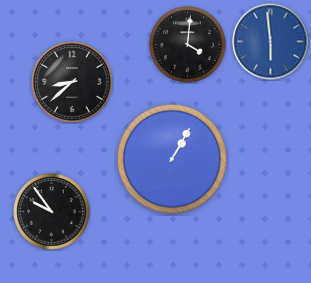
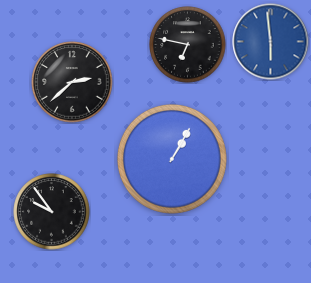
clock at (188, 45): 4:01 -> 6:47
clock at (72, 82): 8:38 -> 2:38
